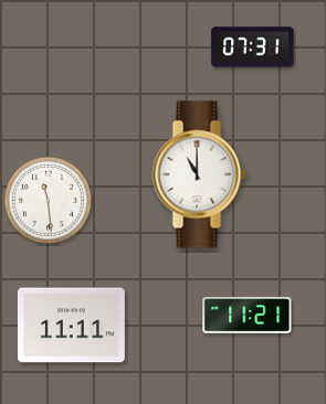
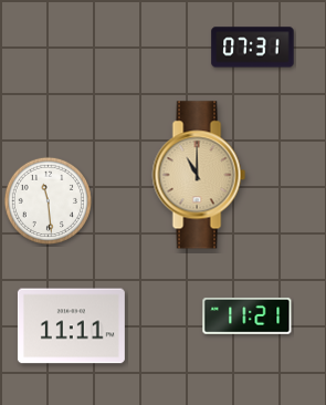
clock at (199, 174) dial: white -> champagne
